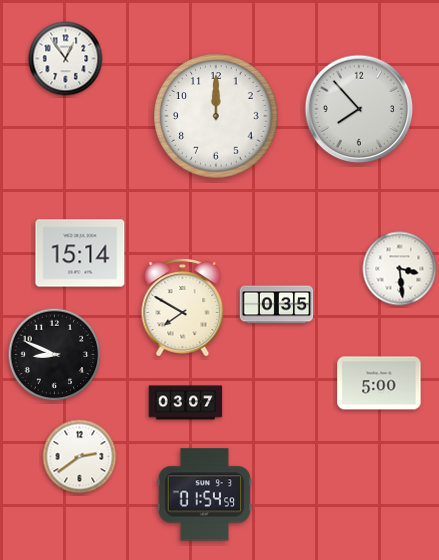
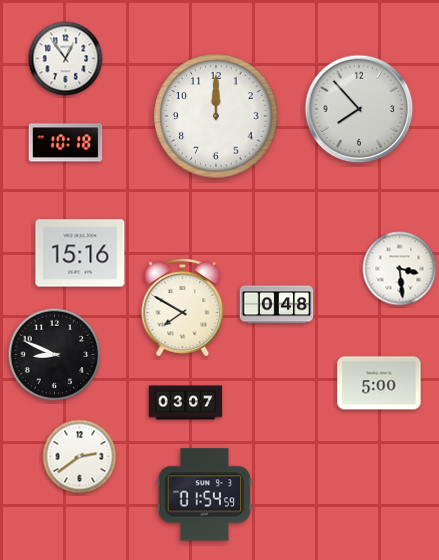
clock at (66, 143): none -> 10:18
clock at (80, 253): 15:14 -> 15:16
clock at (277, 305): 0:35 -> 0:48
